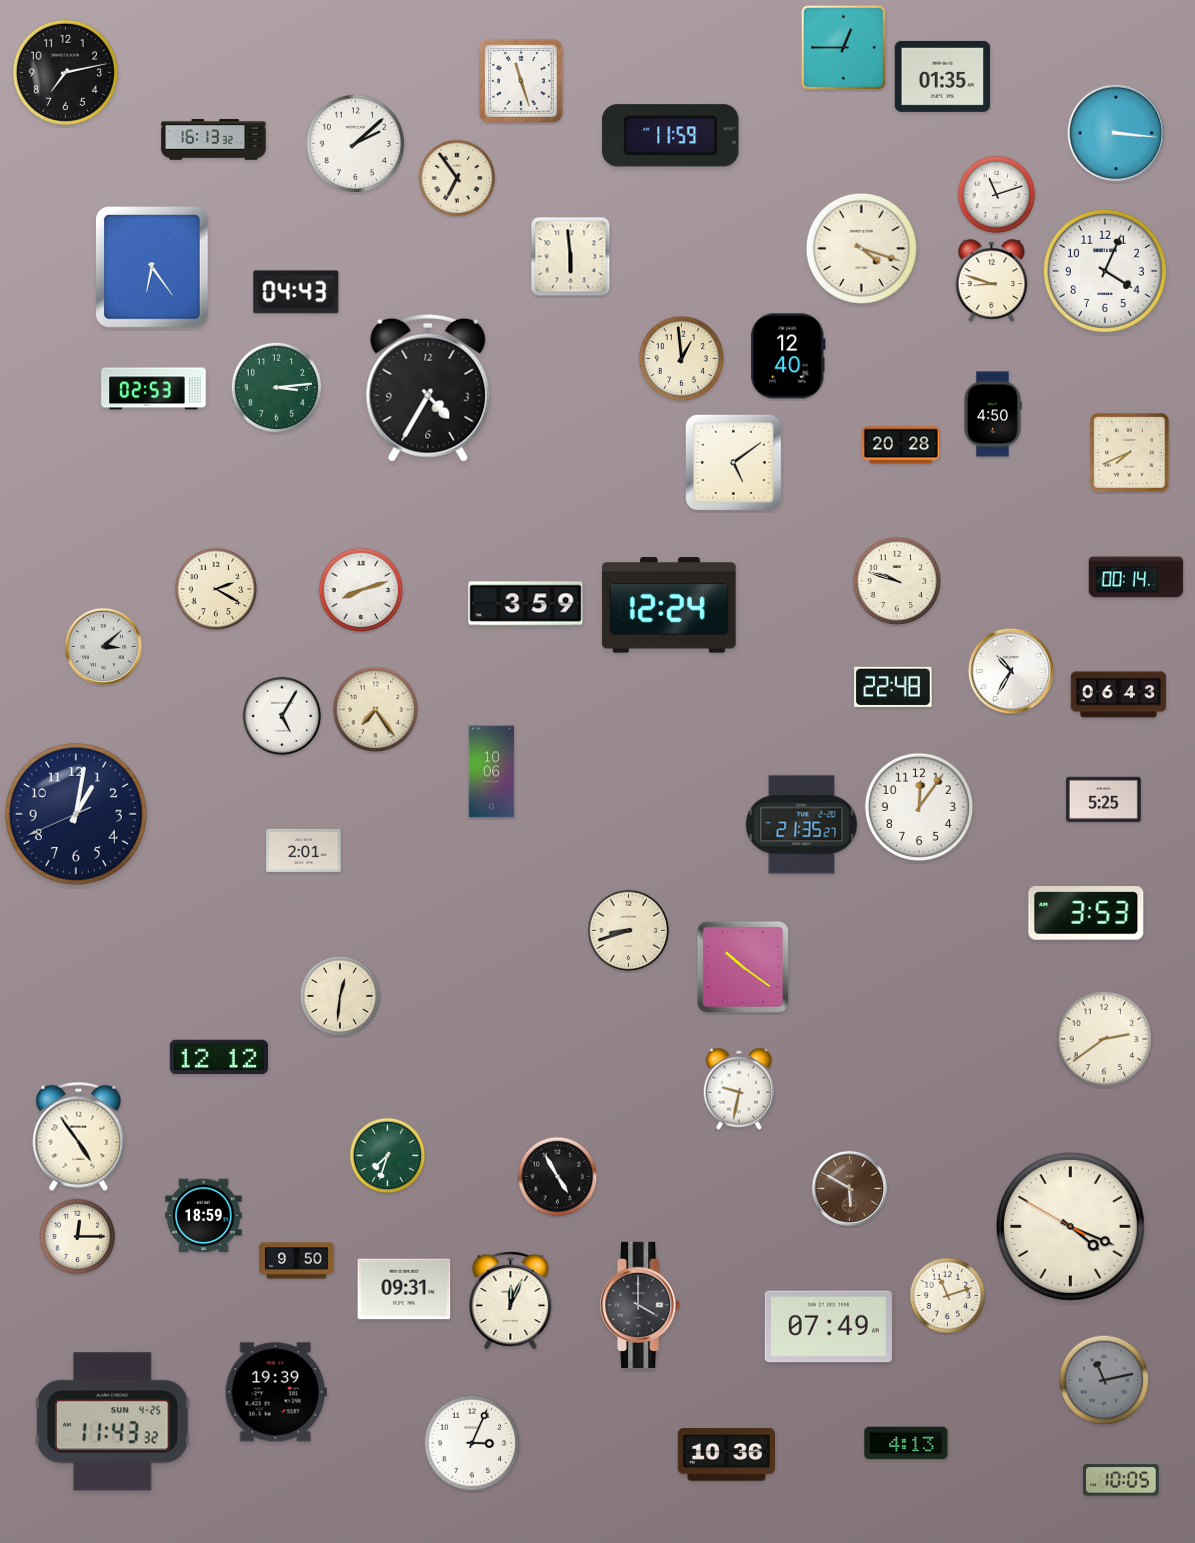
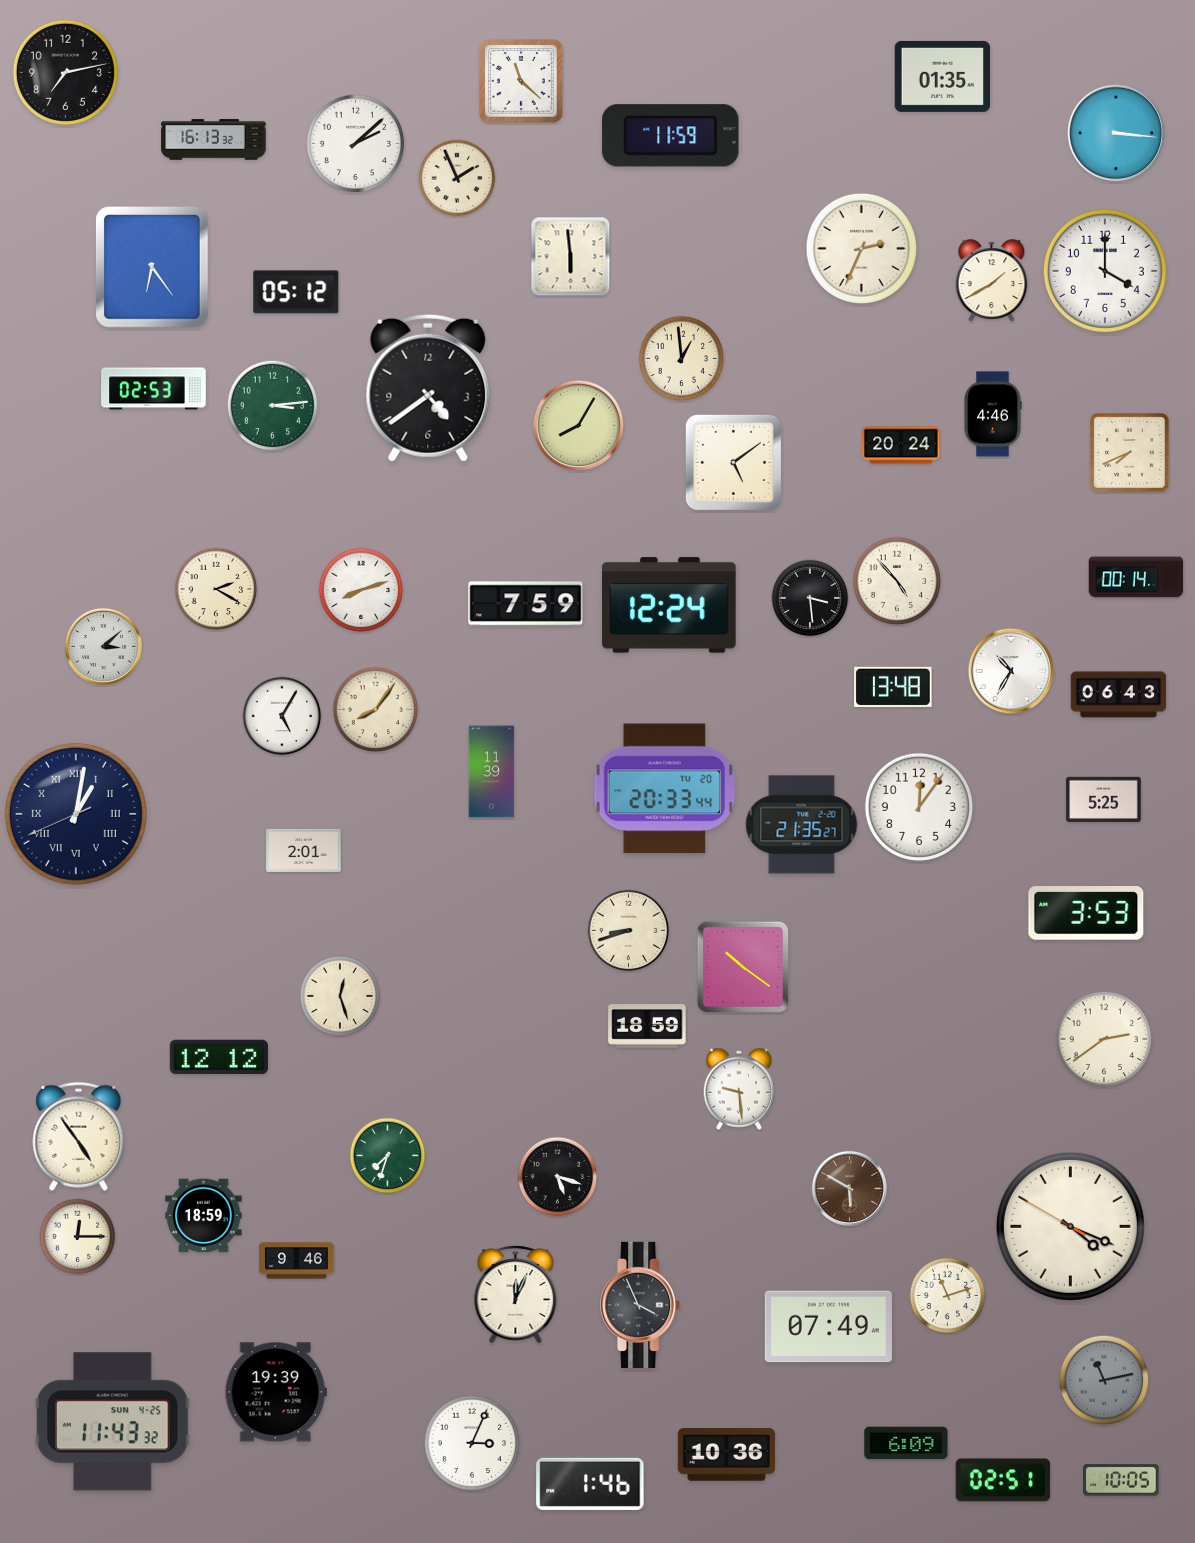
clock at (843, 47): 12:45 -> none
clock at (522, 82): 11:27 -> 11:22
clock at (457, 178): 6:54 -> 1:56
clock at (997, 195): 11:12 -> none
clock at (861, 248): 4:18 -> 2:34
clock at (1105, 271): 4:04 -> 4:00
clock at (992, 280): 8:48 -> 1:40
clock at (296, 292): 04:43 -> 05:12
clock at (788, 356): 12:40 -> none
clock at (277, 388) position: (277, 388) -> (273, 406)
clock at (428, 388): 4:35 -> 4:39
clock at (993, 414): 4:50 -> 4:46
clock at (579, 426): none -> 8:05
clock at (901, 445): 20:28 -> 20:24
clock at (897, 581): 9:48 -> 4:53
clock at (810, 598): none -> 3:29
clock at (526, 604): 3:59 -> 7:59
clock at (893, 687): 22:48 -> 13:48
clock at (376, 710): 7:24 -> 8:06
clock at (492, 772): 10:06 -> 11:39
clock at (665, 789): none -> 20:33
clock at (76, 814) numerals: Arabic -> Roman
clock at (340, 996): 12:31 -> 12:27
clock at (647, 1026): none -> 18:59
clock at (739, 1089): 9:32 -> 9:29
clock at (558, 1177): 4:55 -> 5:18
clock at (297, 1261): 9:50 -> 9:46
clock at (404, 1289): 09:31 -> none
clock at (511, 1301) position: (511, 1301) -> (516, 1295)
clock at (641, 1305): 4:00 -> 3:56
clock at (906, 1443): 4:13 -> 6:09
clock at (1003, 1480): none -> 02:51
clock at (590, 1484): none -> 1:46
